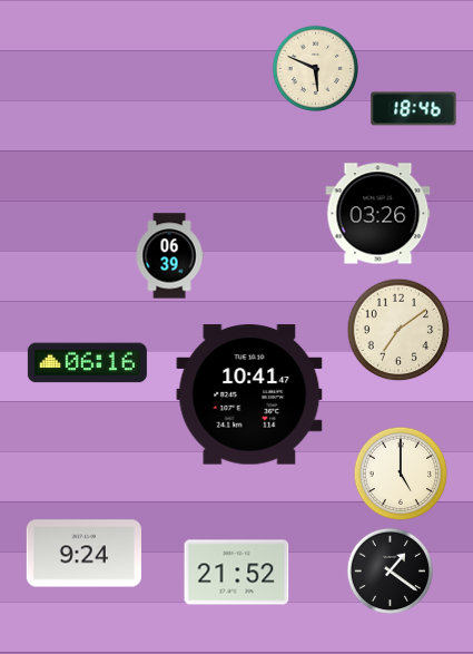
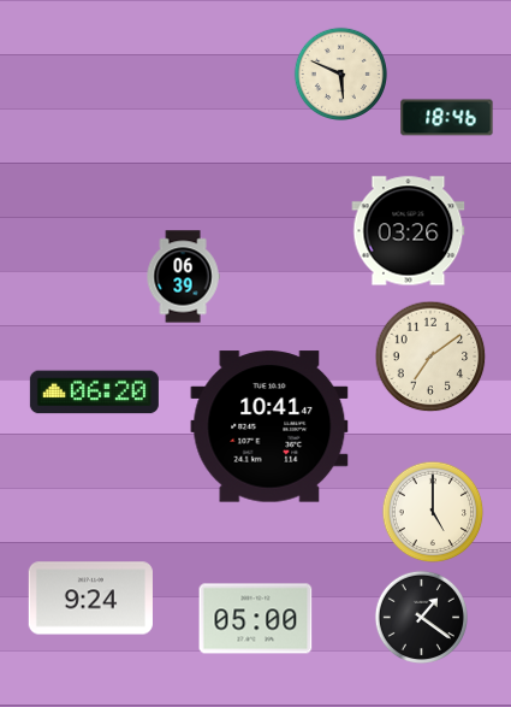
clock at (87, 363): 06:16 -> 06:20
clock at (237, 573): 21:52 -> 05:00
